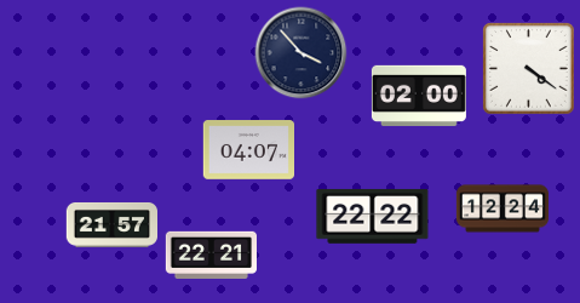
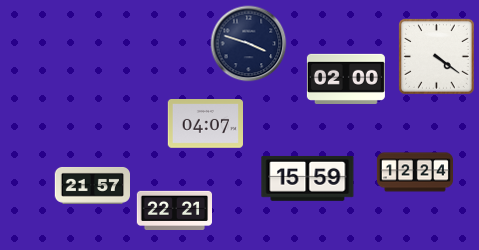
clock at (302, 53): 3:53 -> 3:48
clock at (373, 216): 22:22 -> 15:59
